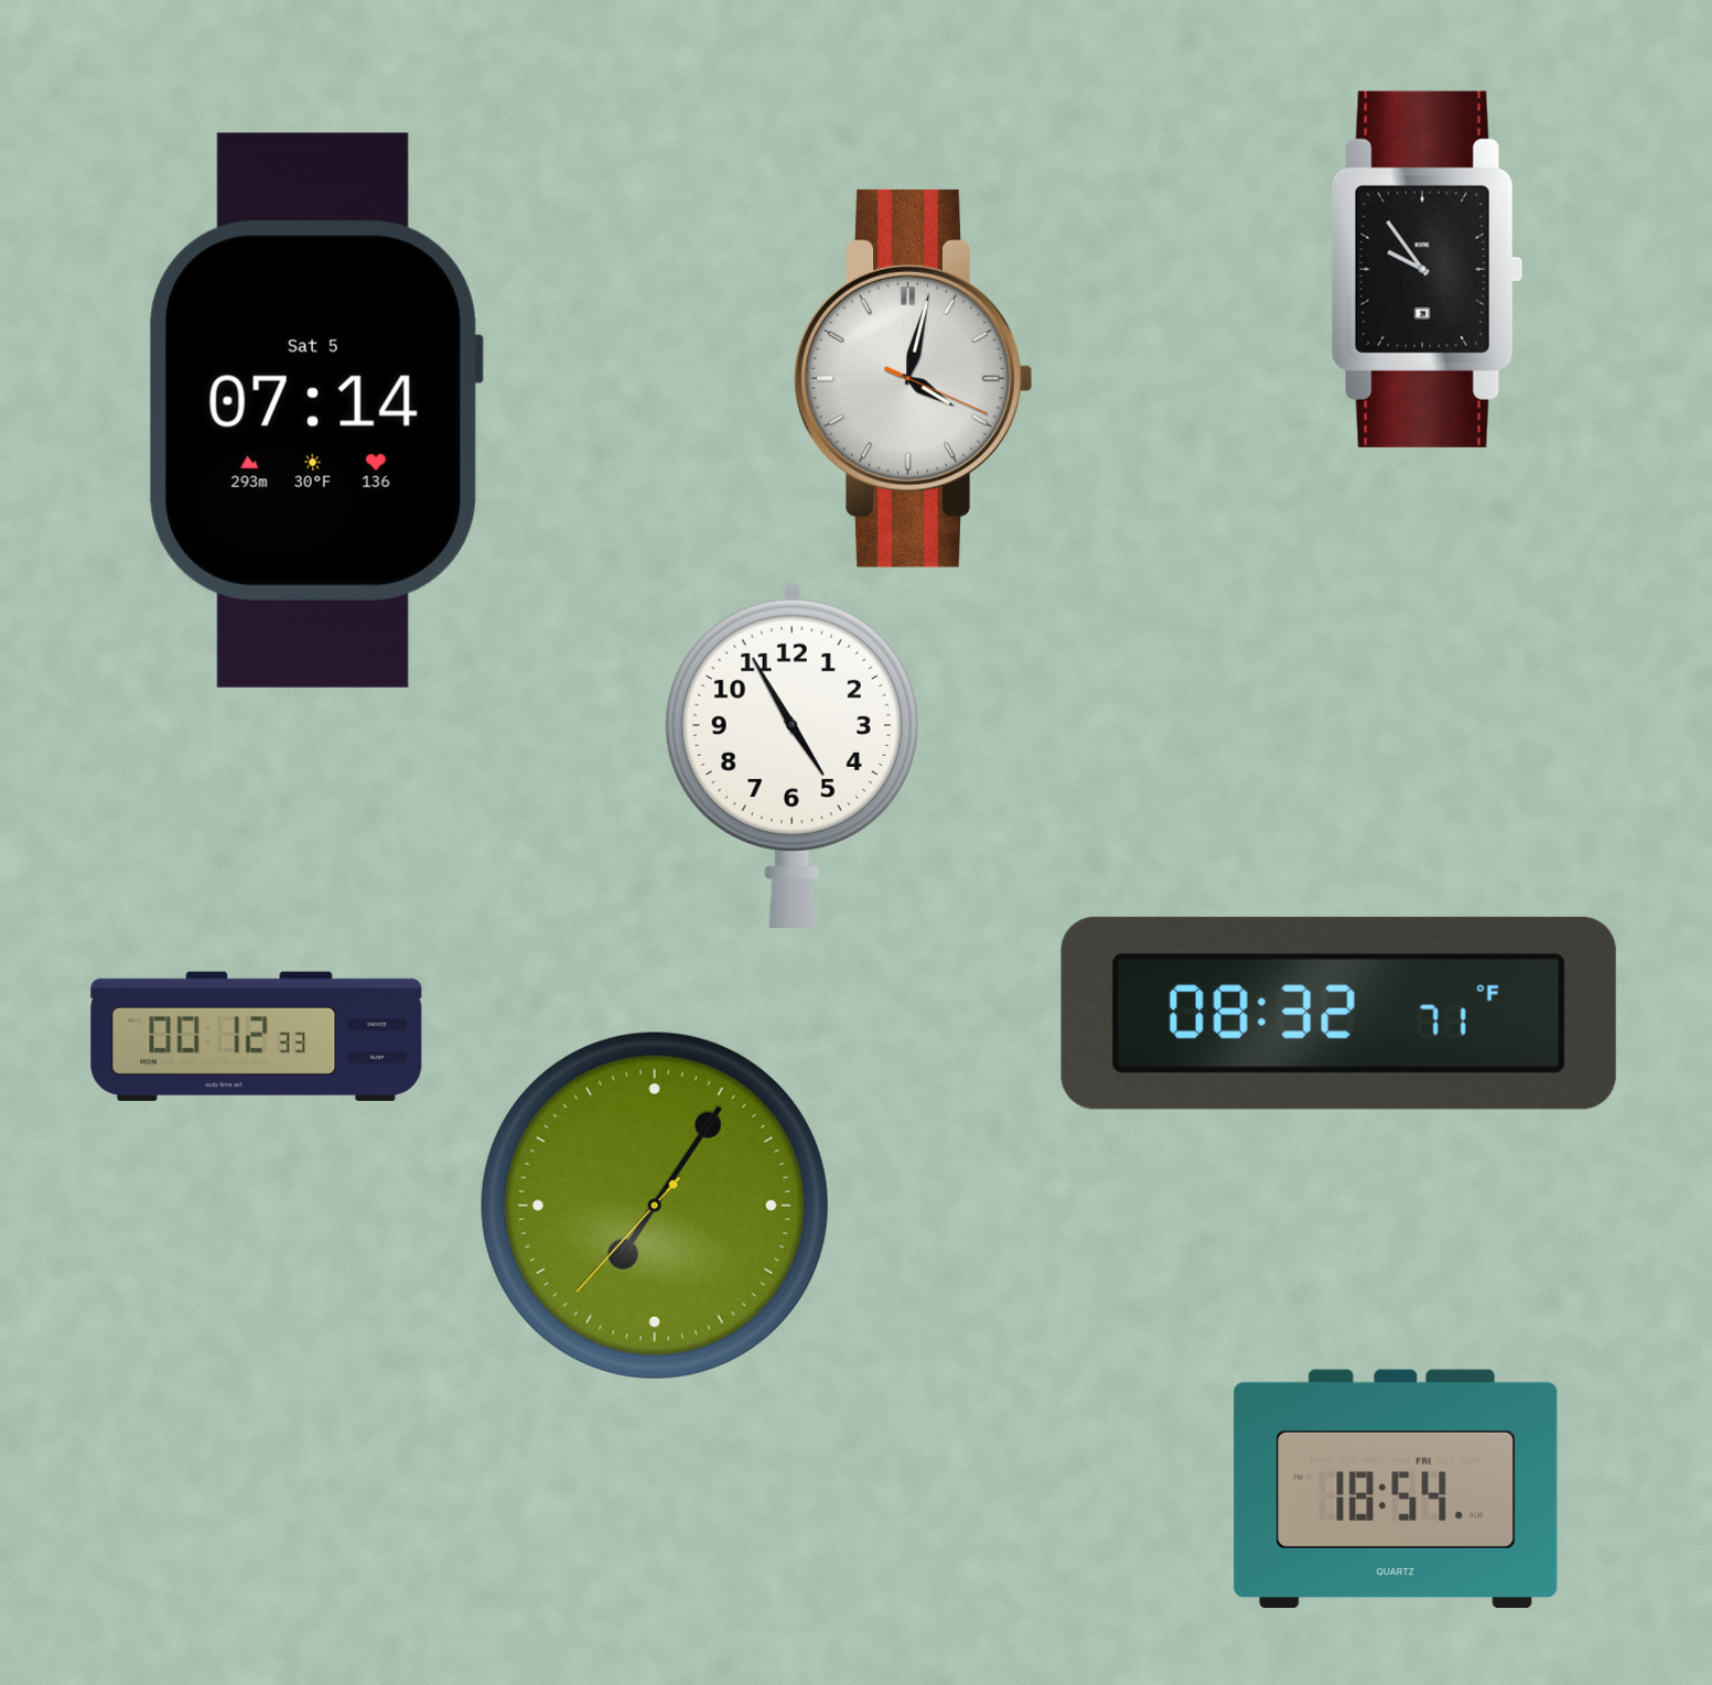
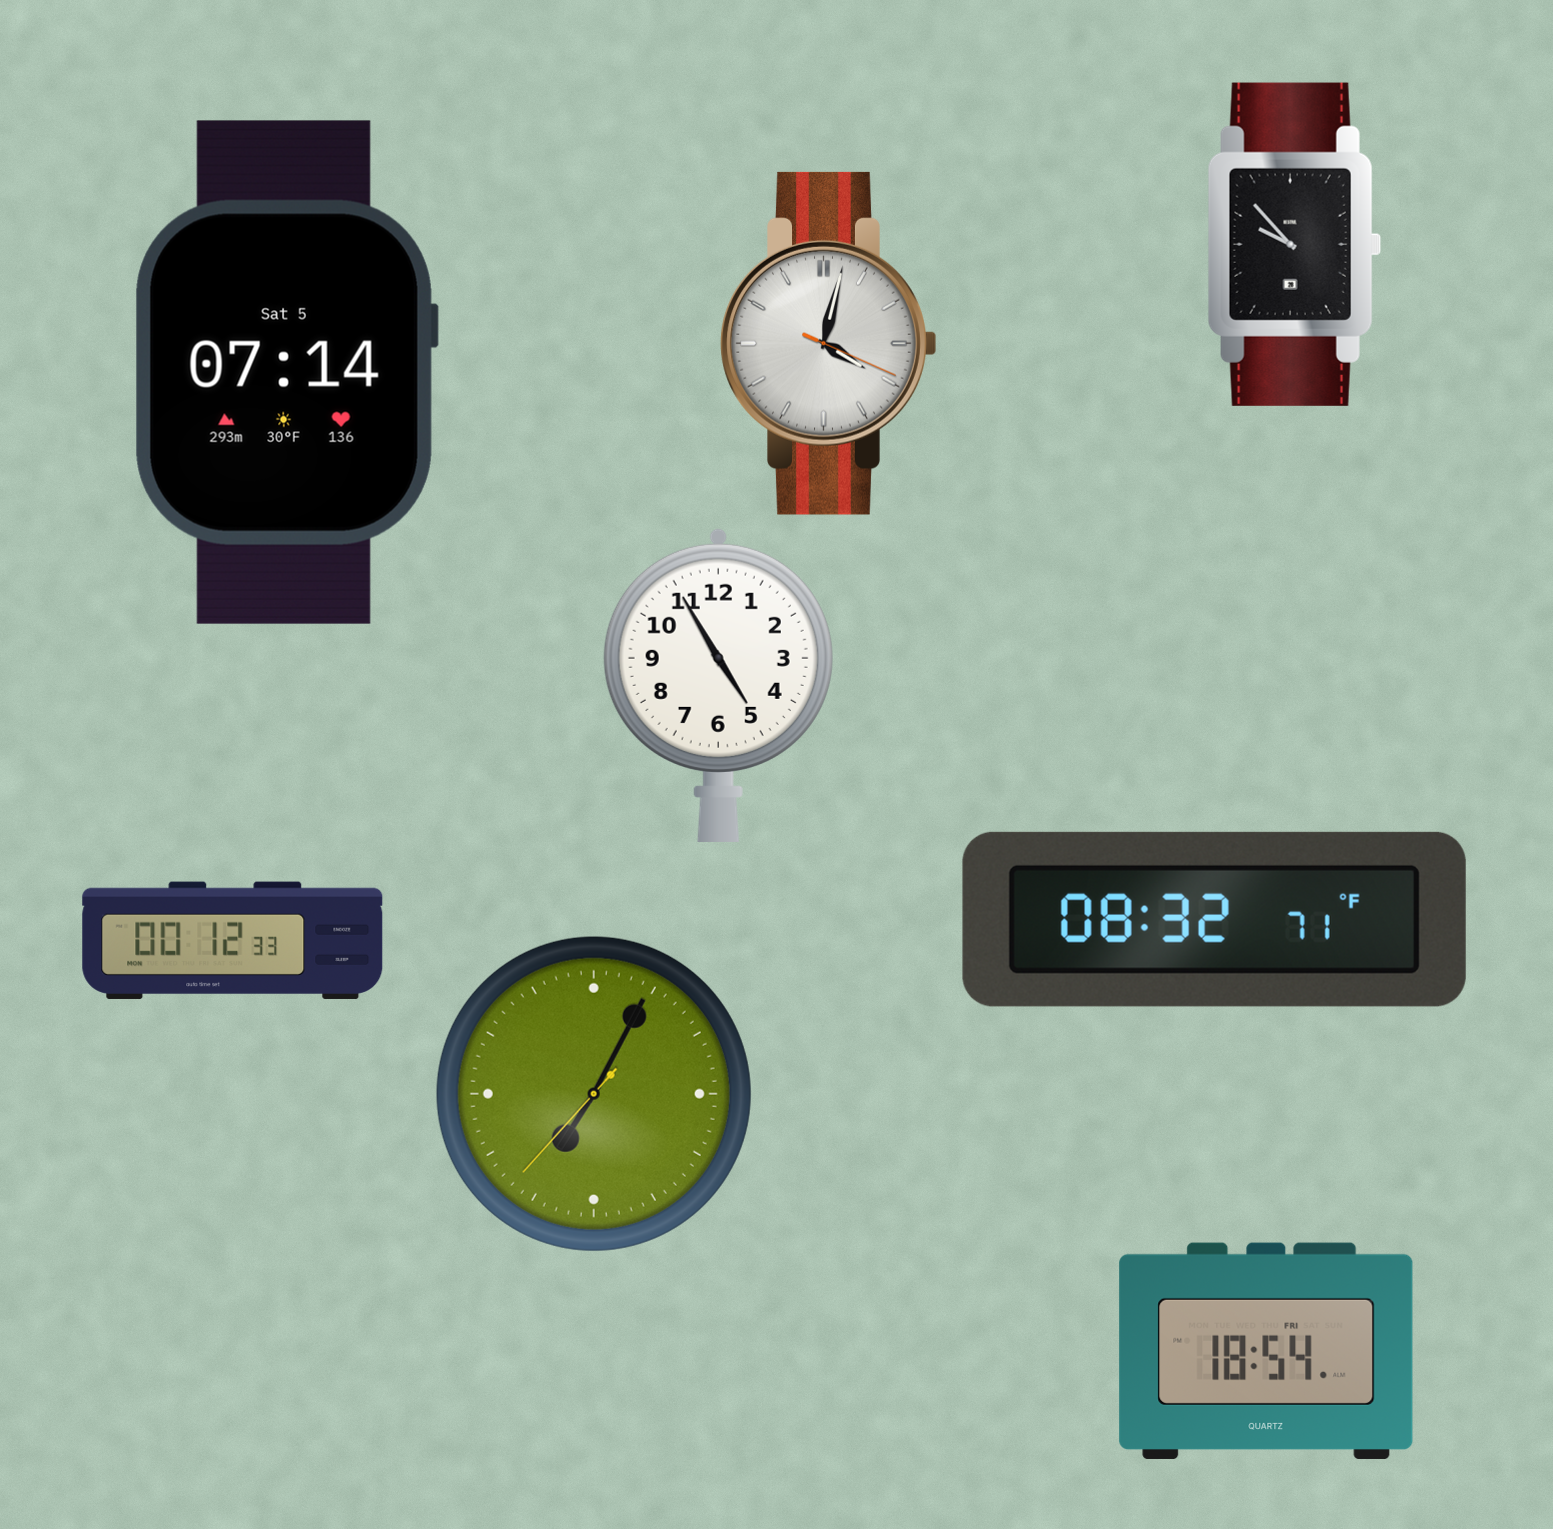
clock at (1426, 269): 9:54 -> 9:53
clock at (655, 1206): 7:05 -> 7:04
